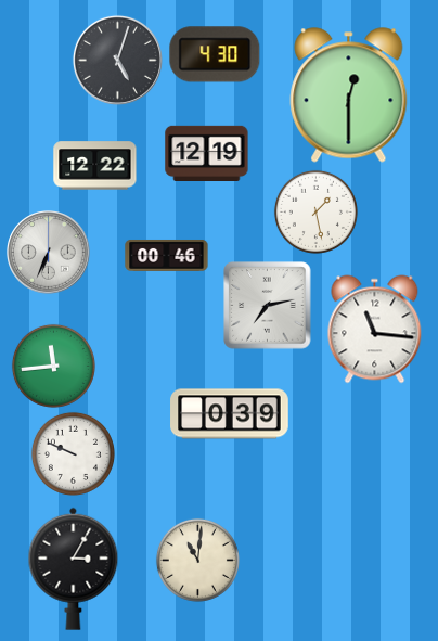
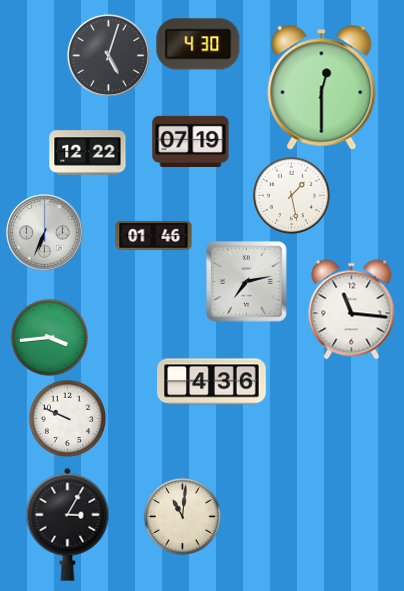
clock at (215, 54) position: (215, 54) -> (198, 44)
clock at (207, 153): 12:19 -> 07:19
clock at (167, 255): 00:46 -> 01:46
clock at (375, 330) position: (375, 330) -> (352, 310)
clock at (53, 366): 11:44 -> 3:44
clock at (230, 414): 0:39 -> 4:36
